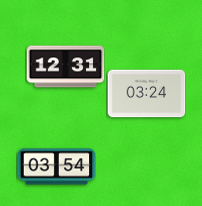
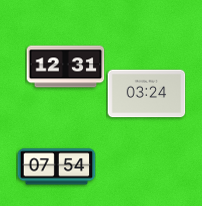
clock at (56, 167): 03:54 -> 07:54
